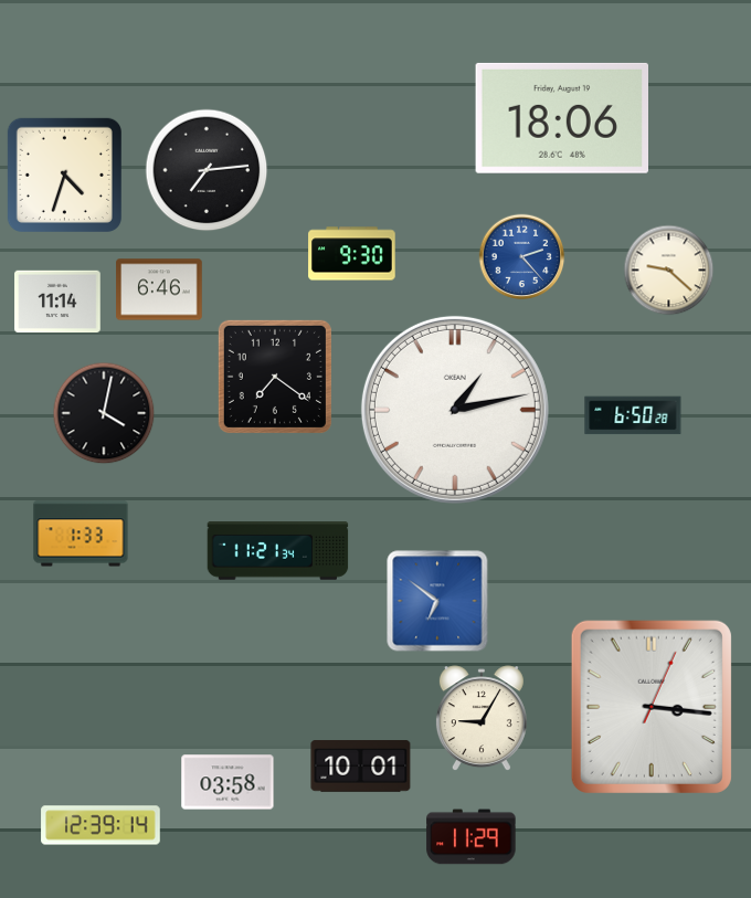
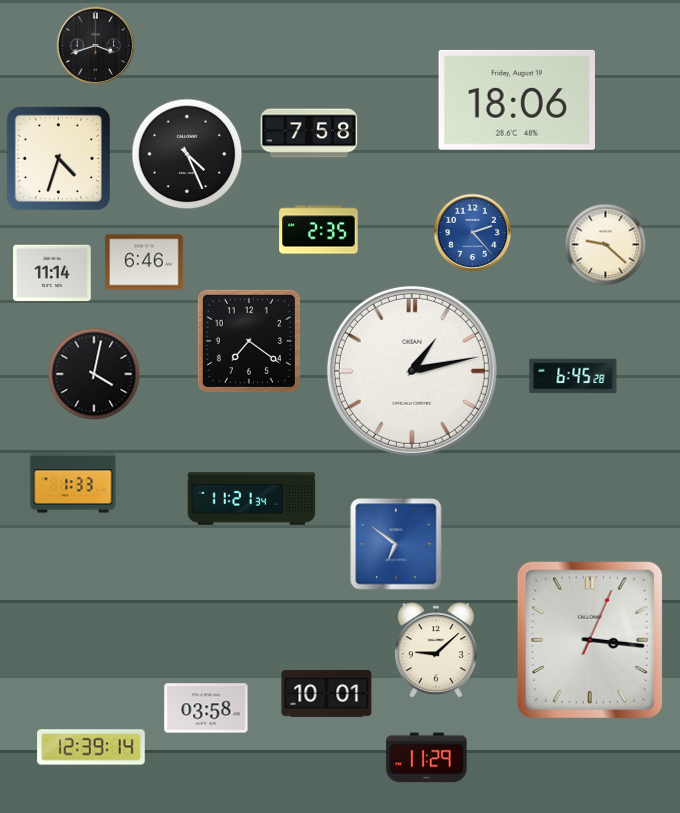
clock at (96, 46): none -> 3:42
clock at (561, 118) position: (561, 118) -> (516, 100)
clock at (309, 133): none -> 7:58
clock at (207, 170): 7:14 -> 4:26
clock at (352, 254): 9:30 -> 2:35
clock at (633, 415): 6:50 -> 6:45
clock at (482, 719): 9:05 -> 9:08
